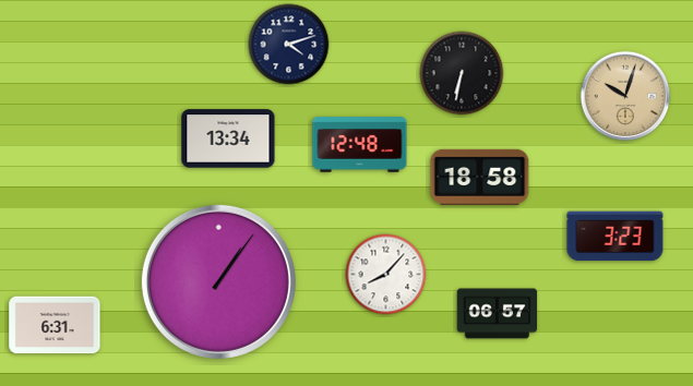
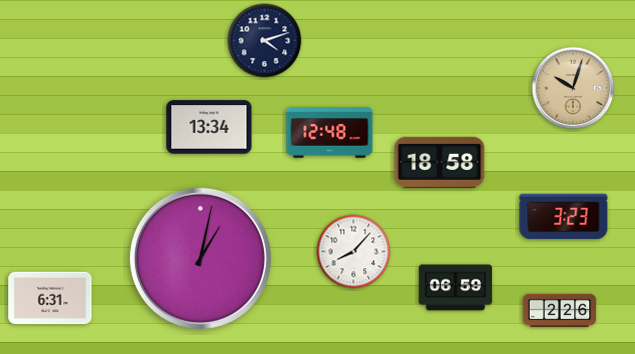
clock at (462, 73): 6:32 -> none
clock at (218, 281): 1:06 -> 1:02
clock at (498, 314): 06:57 -> 06:59
clock at (560, 311): none -> 2:26
